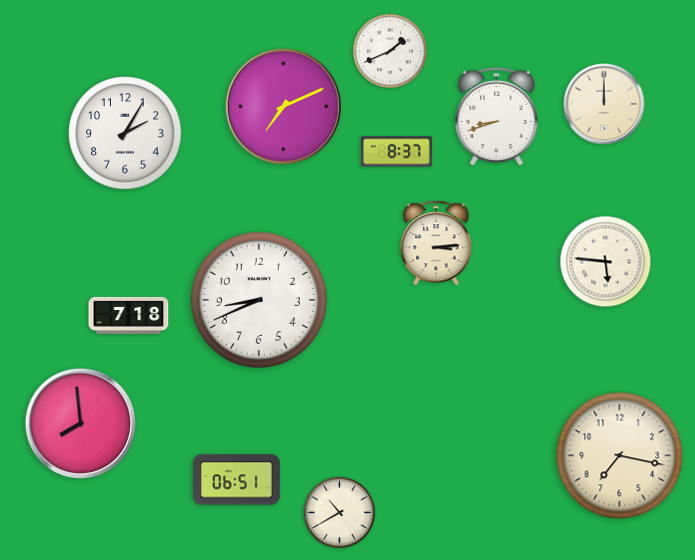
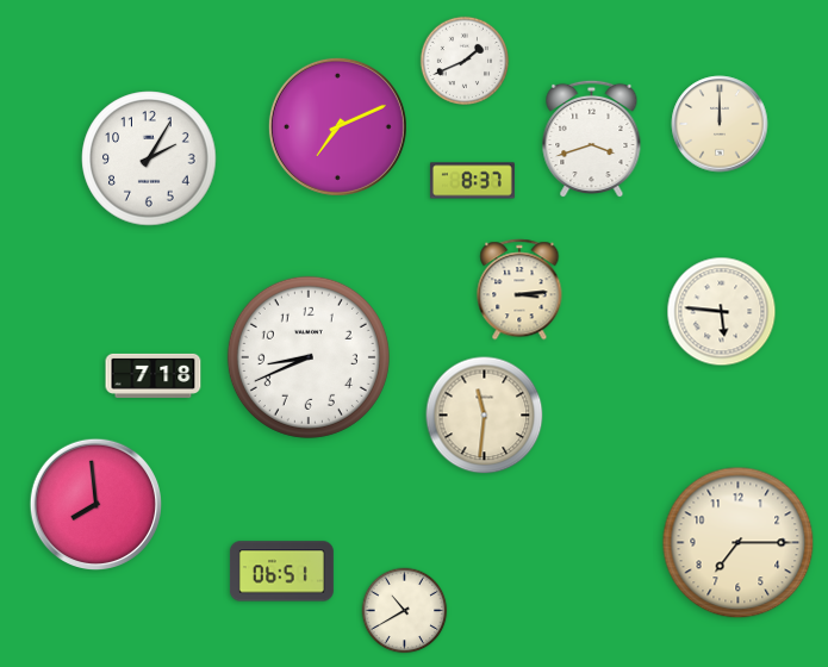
clock at (497, 117): 8:42 -> 3:42
clock at (485, 416): none -> 11:31
clock at (620, 456): 7:17 -> 7:15
